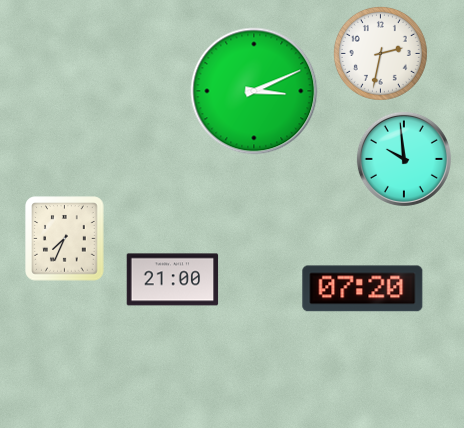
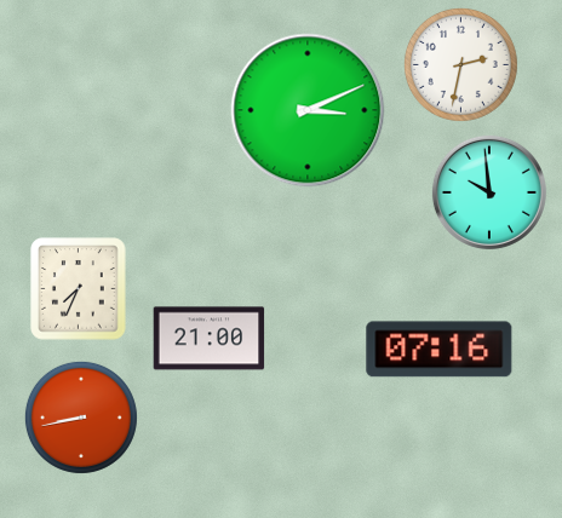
clock at (363, 289): 07:20 -> 07:16
clock at (81, 418): none -> 8:43
